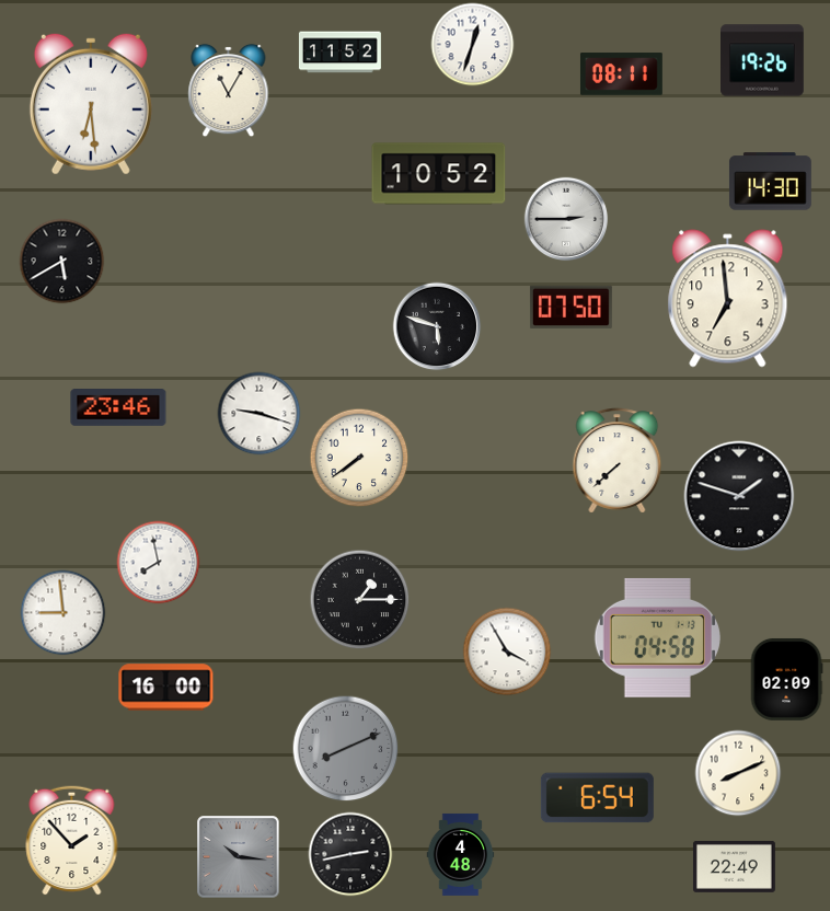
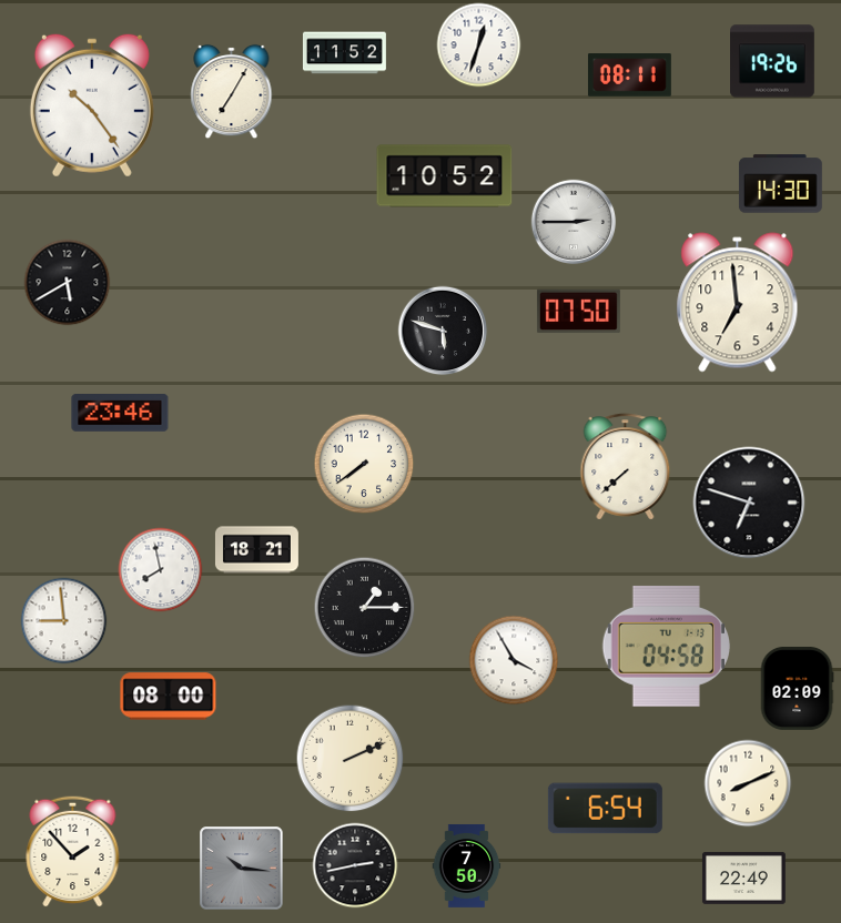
clock at (229, 91): 11:05 -> 7:05
clock at (91, 104): 6:29 -> 10:24
clock at (62, 262) position: (62, 262) -> (68, 283)
clock at (260, 414): 9:18 -> none
clock at (739, 496): 1:48 -> 6:48
clock at (256, 550): none -> 18:21
clock at (166, 688): 16:00 -> 08:00
clock at (346, 749): 8:11 -> 2:11
clock at (346, 749) dial: grey -> cream
clock at (461, 854): 4:48 -> 7:50
